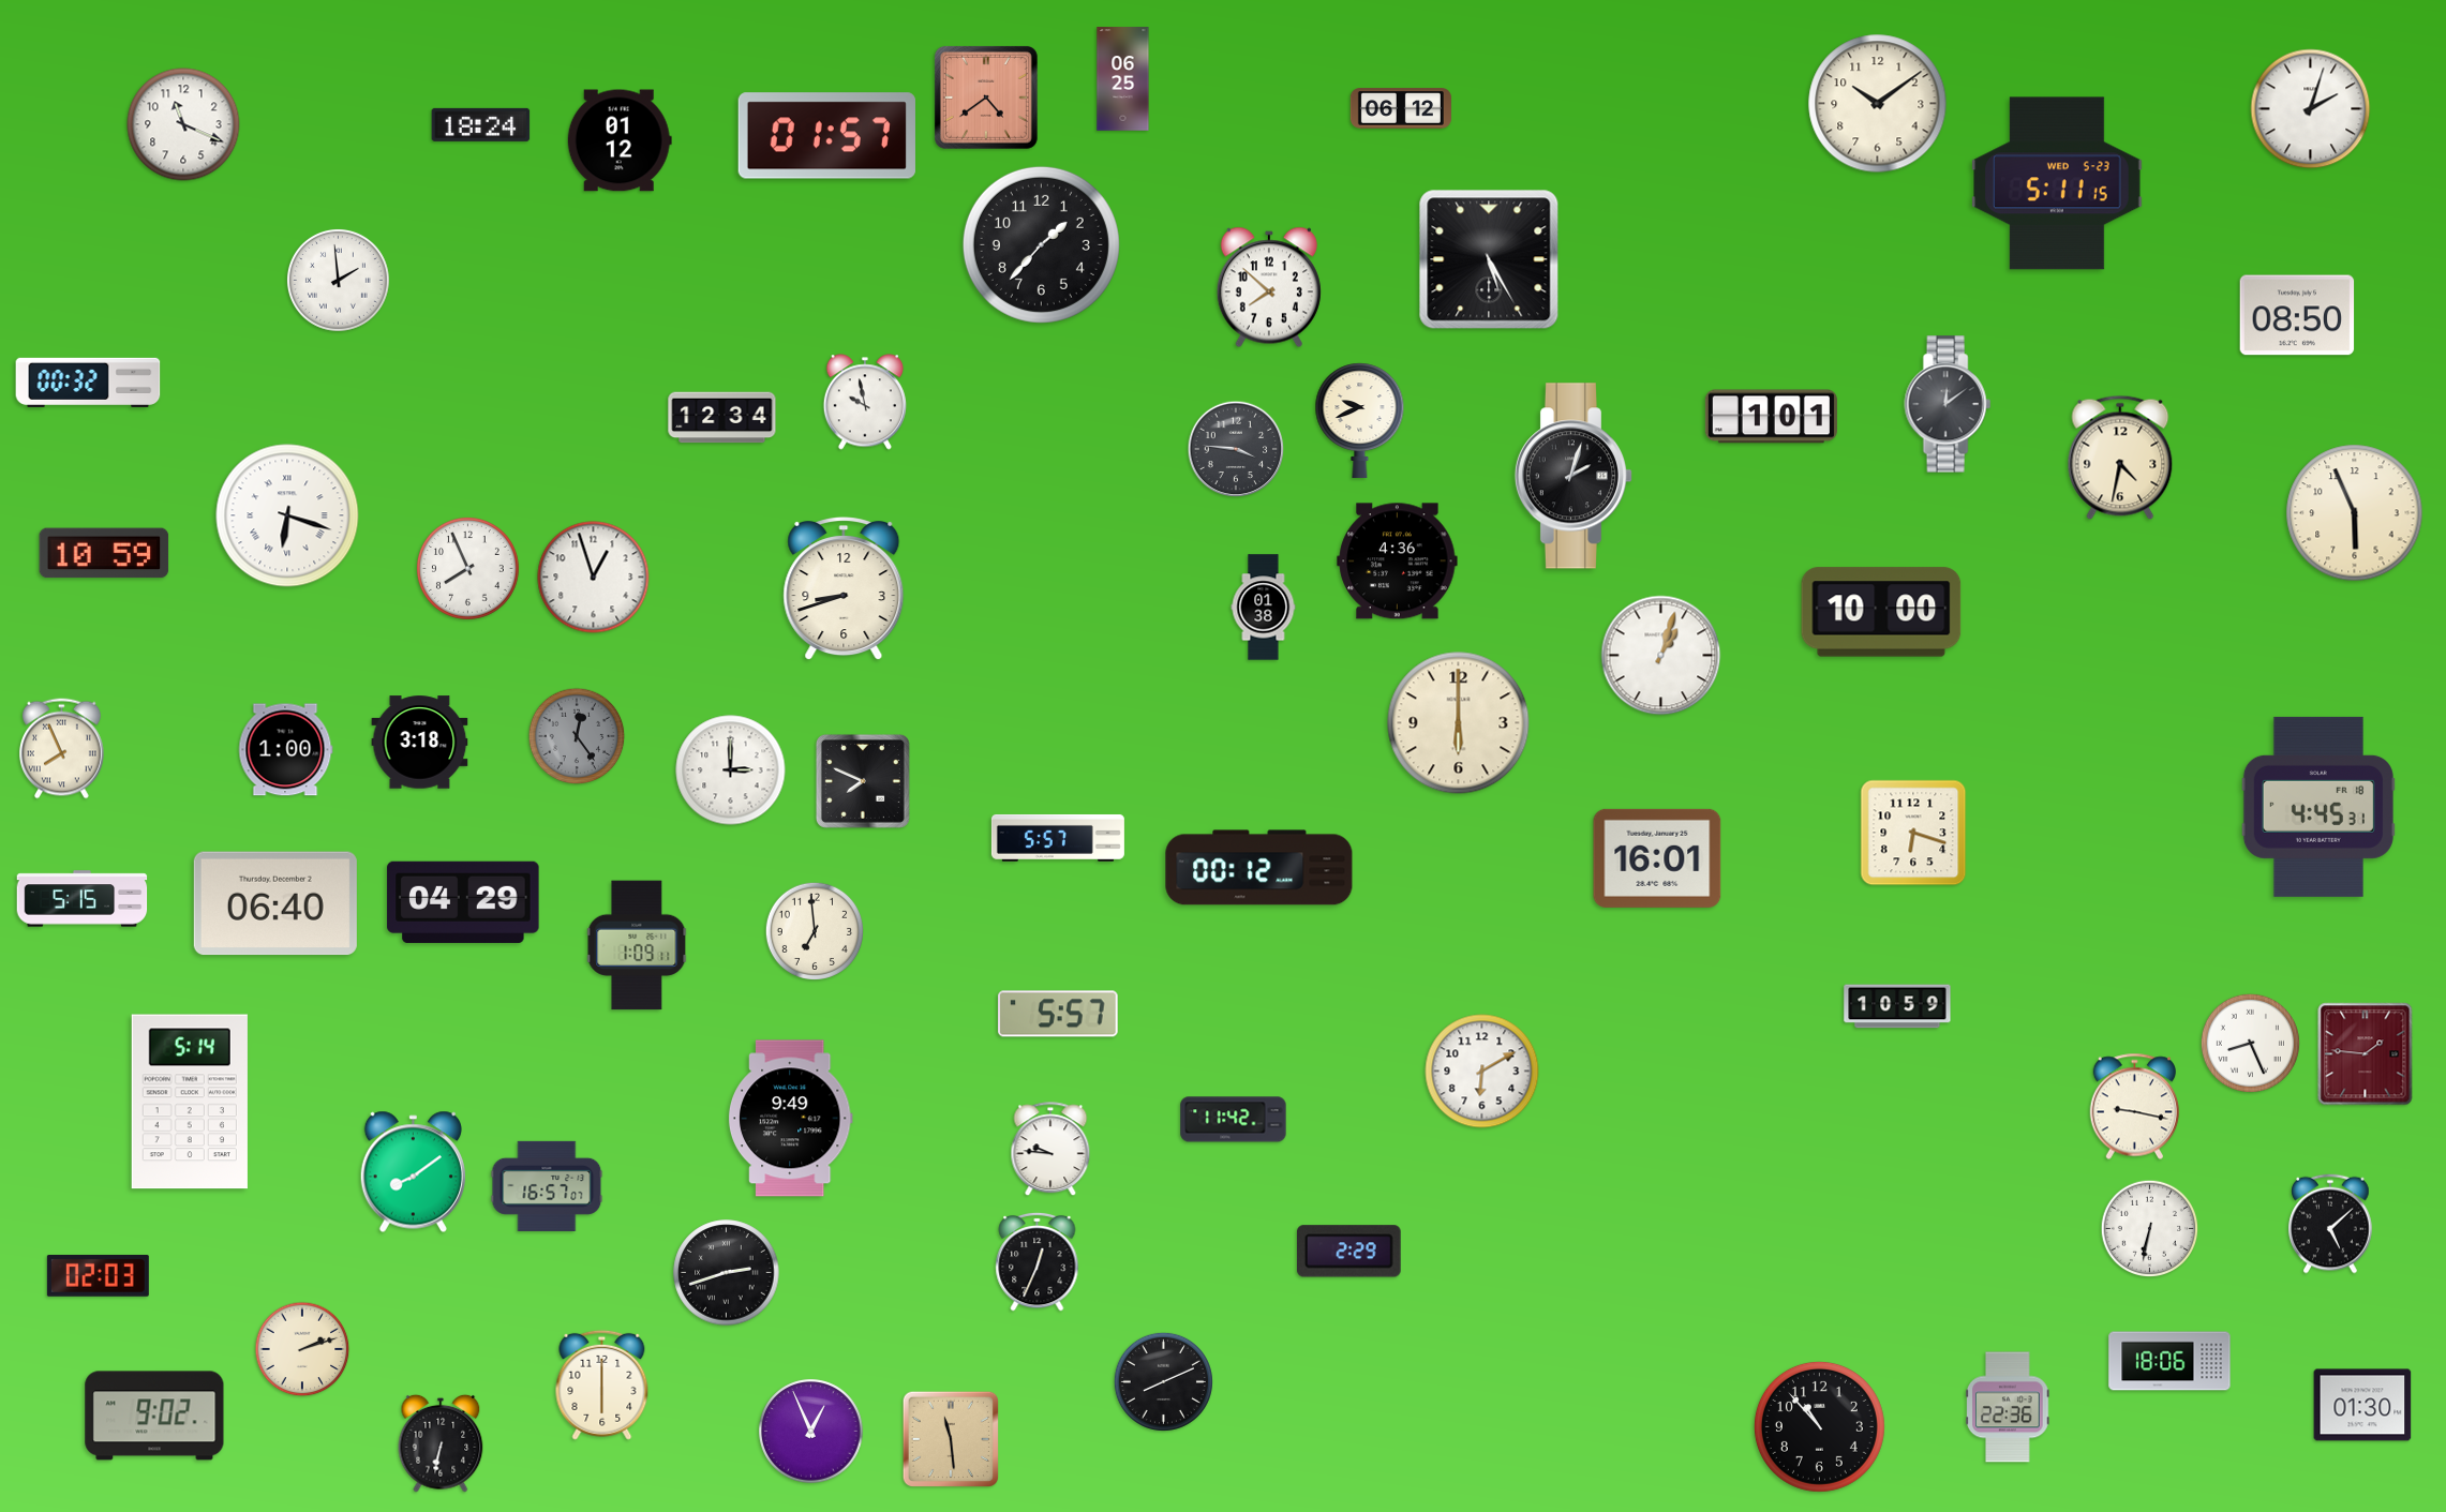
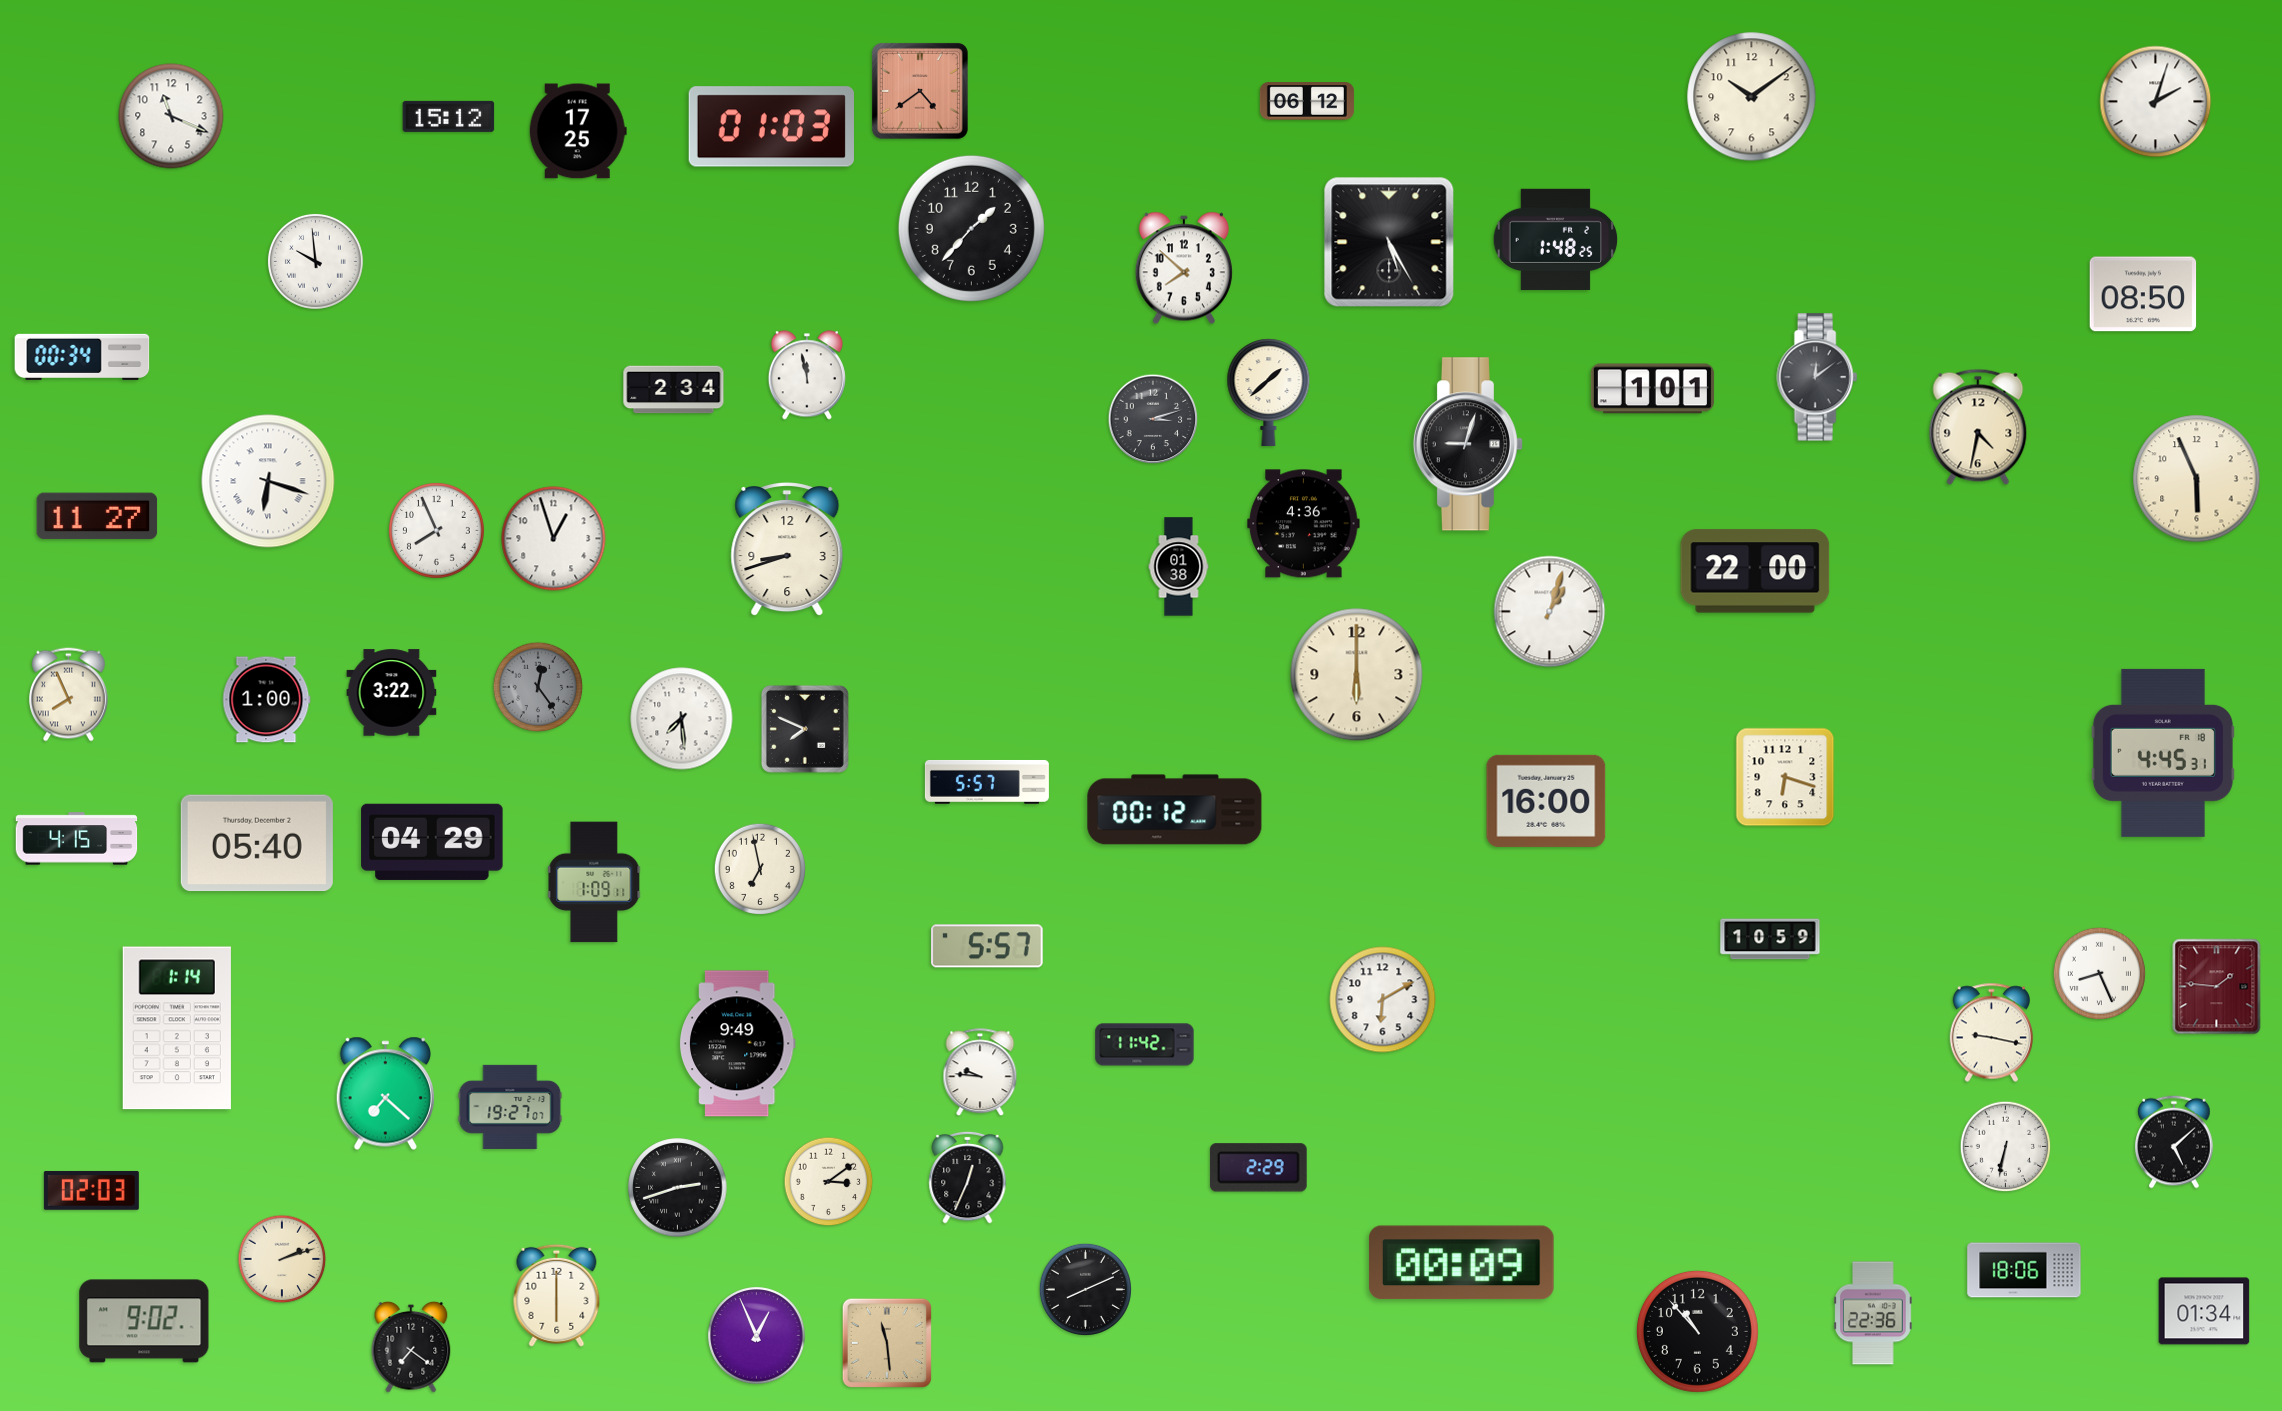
clock at (1123, 79): 06:25 -> none
clock at (481, 124): 18:24 -> 15:12
clock at (826, 136): 01:57 -> 01:03
clock at (620, 140): 01:12 -> 17:25
clock at (2057, 183): 5:11 -> none
clock at (1556, 239): none -> 1:48
clock at (338, 280): 1:59 -> 9:59
clock at (88, 383): 00:32 -> 00:34
clock at (865, 402): 9:58 -> 11:58
clock at (722, 418): 12:34 -> 2:34
clock at (1360, 420): 9:41 -> 1:38
clock at (1236, 449): 3:46 -> 3:12
clock at (1574, 476): 2:03 -> 9:03
clock at (104, 553): 10:59 -> 11:27
clock at (1881, 612): 10:00 -> 22:00
clock at (1459, 723) position: (1459, 723) -> (1357, 675)
clock at (420, 743): 3:18 -> 3:22
clock at (62, 749) position: (62, 749) -> (69, 695)
clock at (731, 770): 3:00 -> 7:29
clock at (1657, 858): 16:01 -> 16:00
clock at (83, 899): 5:15 -> 4:15
clock at (275, 903): 06:40 -> 05:40
clock at (814, 930): 6:59 -> 6:58
clock at (2366, 1054) position: (2366, 1054) -> (2217, 987)
clock at (190, 1102): 5:14 -> 1:14
clock at (1234, 1120) position: (1234, 1120) -> (1145, 1045)
clock at (413, 1172): 8:09 -> 7:22
clock at (547, 1186): 16:57 -> 19:27
clock at (829, 1182): none -> 3:09
clock at (1461, 1263): none -> 00:09
clock at (602, 1384) position: (602, 1384) -> (557, 1295)
clock at (2362, 1405): 01:30 -> 01:34
clock at (441, 1443): 6:32 -> 7:21
